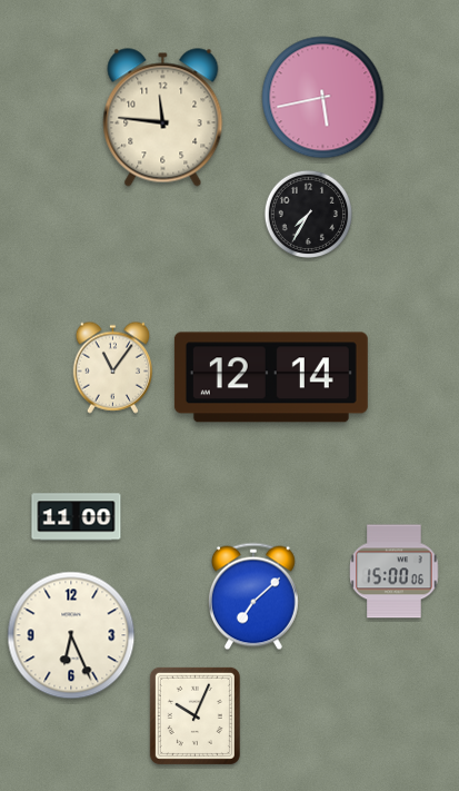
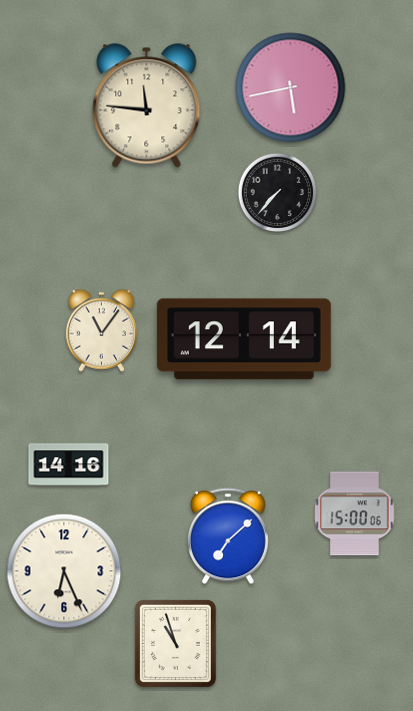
clock at (308, 214): 7:35 -> 7:37
clock at (77, 517): 11:00 -> 14:16
clock at (194, 715): 10:04 -> 10:57
